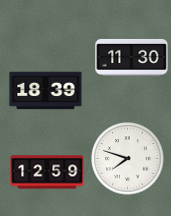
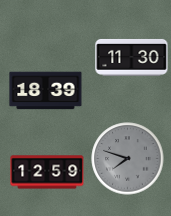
clock at (128, 159) dial: white -> grey
